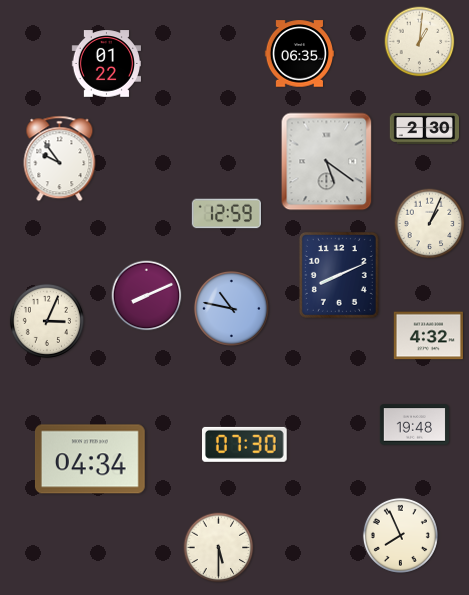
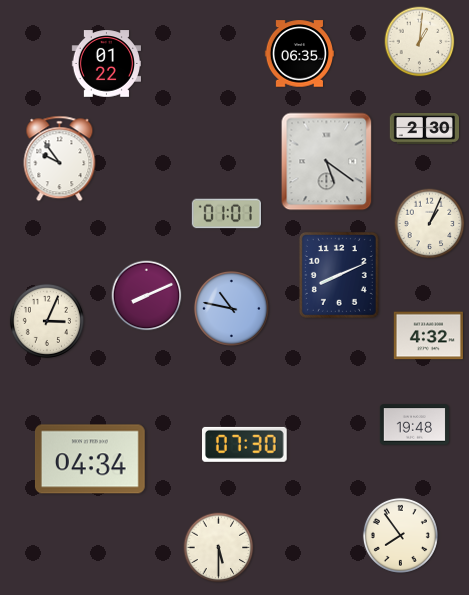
clock at (226, 214): 12:59 -> 01:01
clock at (400, 535): 7:56 -> 7:54
